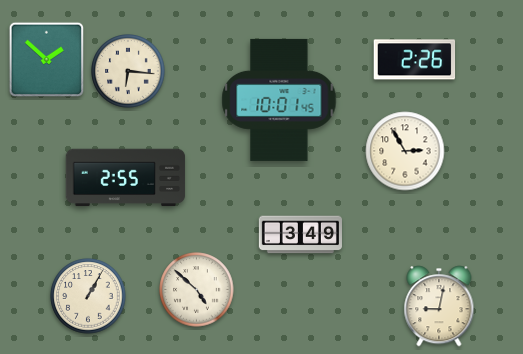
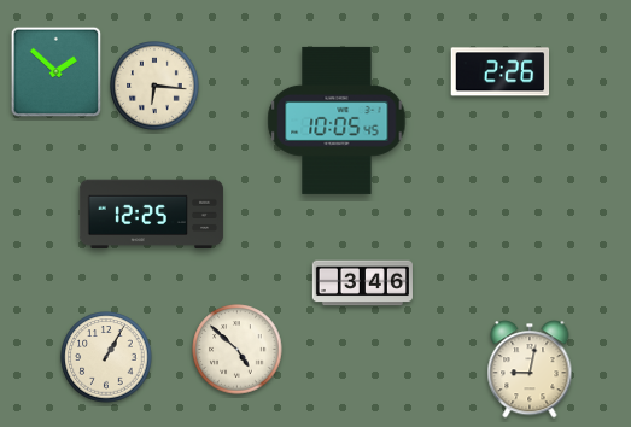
clock at (279, 100): 10:01 -> 10:05
clock at (405, 151): 2:55 -> none
clock at (126, 178): 2:55 -> 12:25
clock at (300, 235): 3:49 -> 3:46
